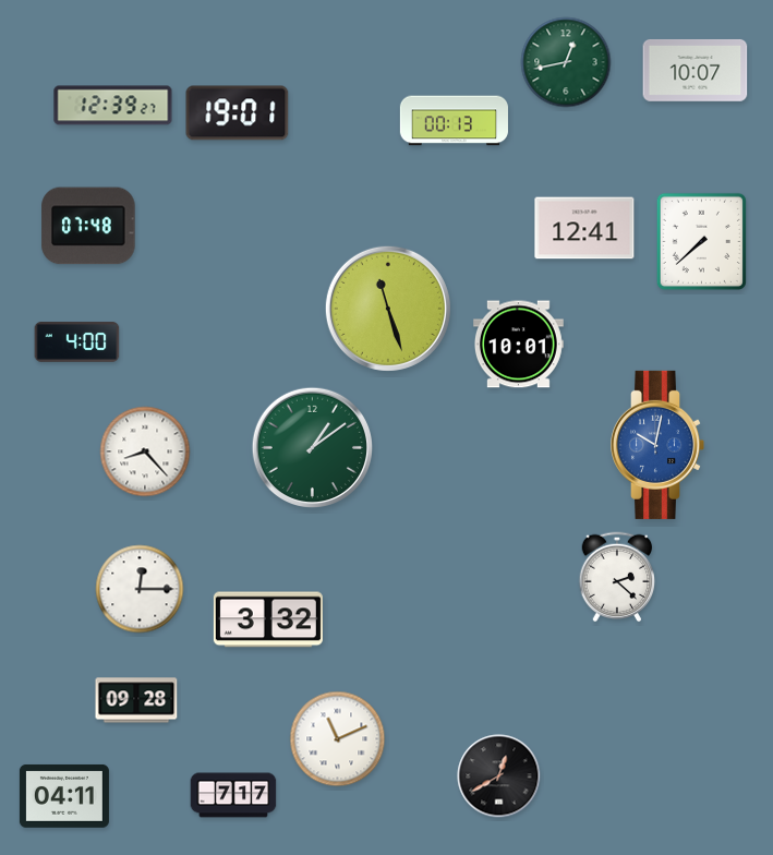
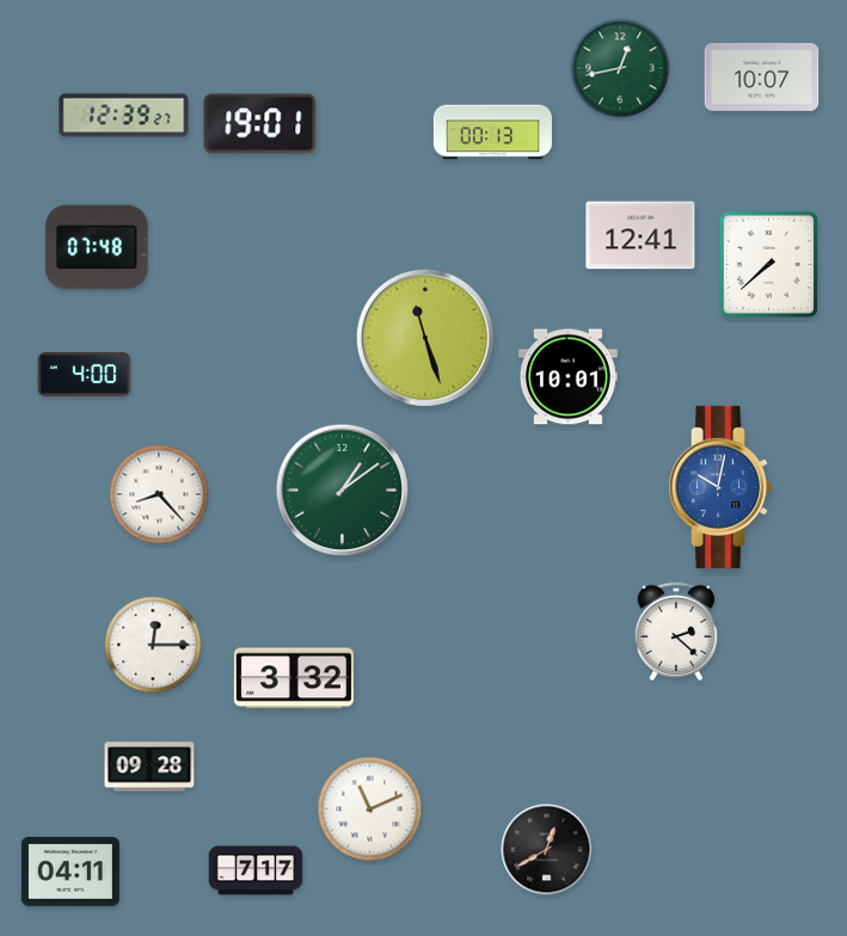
clock at (454, 121) position: (454, 121) -> (492, 133)
clock at (584, 228) position: (584, 228) -> (640, 235)
